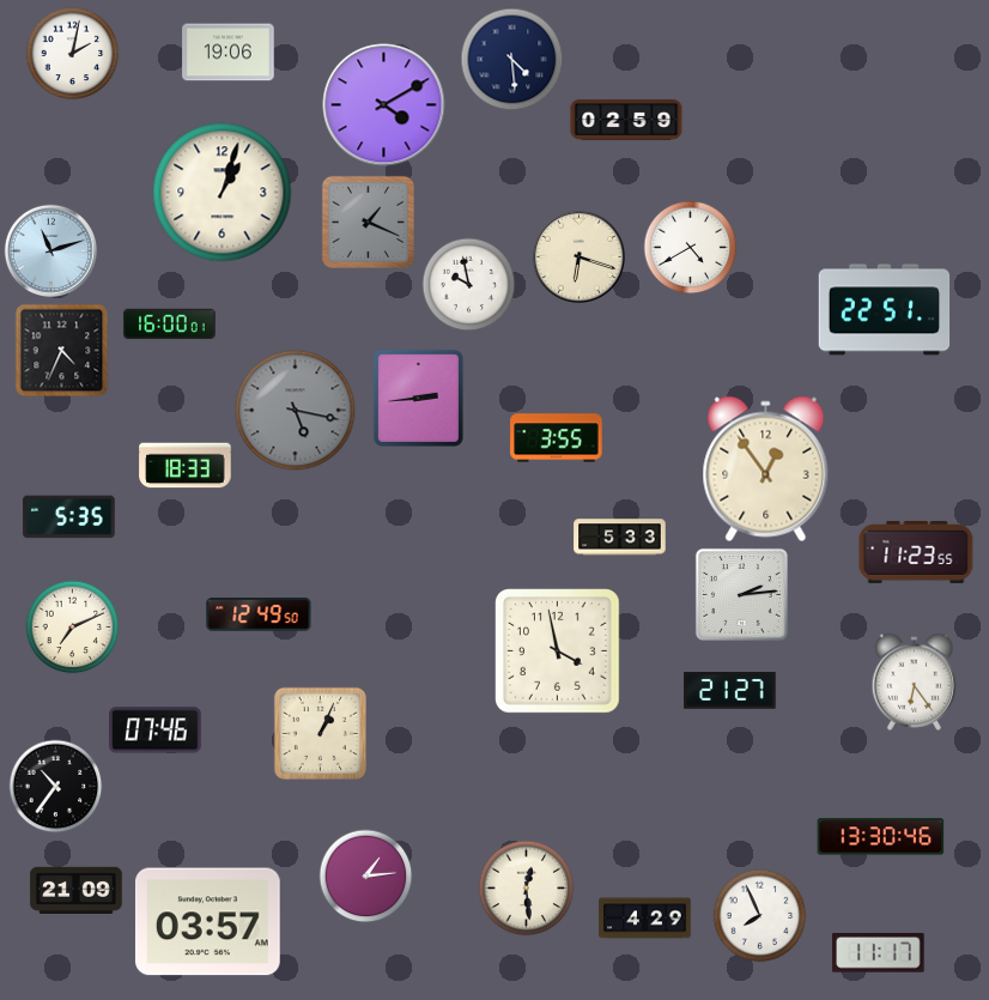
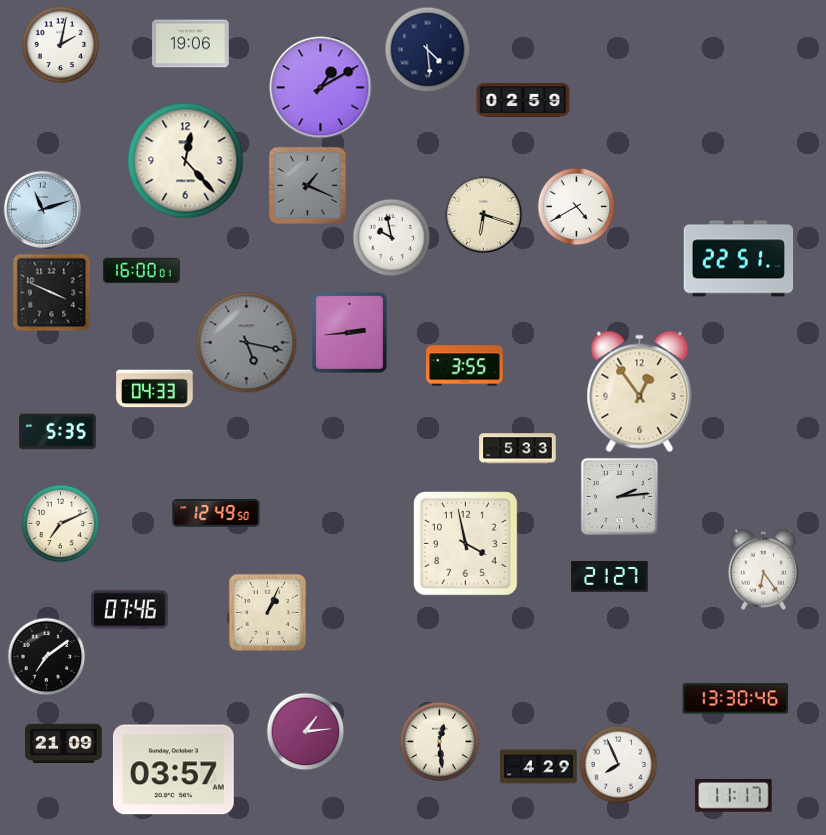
clock at (384, 105): 4:10 -> 1:10
clock at (223, 193): 1:03 -> 12:23
clock at (61, 350): 4:34 -> 3:49
clock at (186, 466): 18:33 -> 04:33
clock at (916, 553): 11:23 -> none
clock at (55, 786): 10:36 -> 7:09
clock at (759, 915) position: (759, 915) -> (618, 764)
